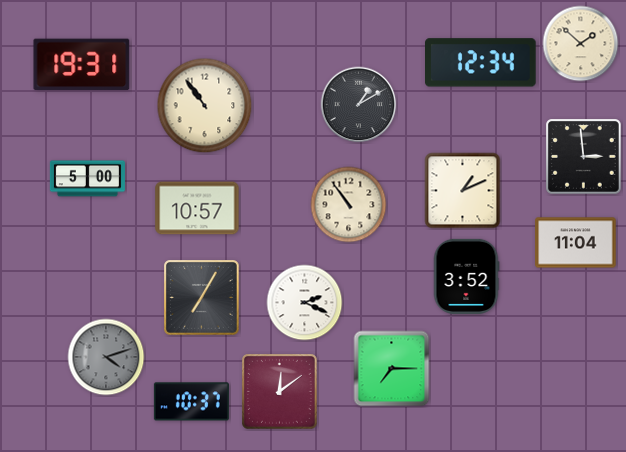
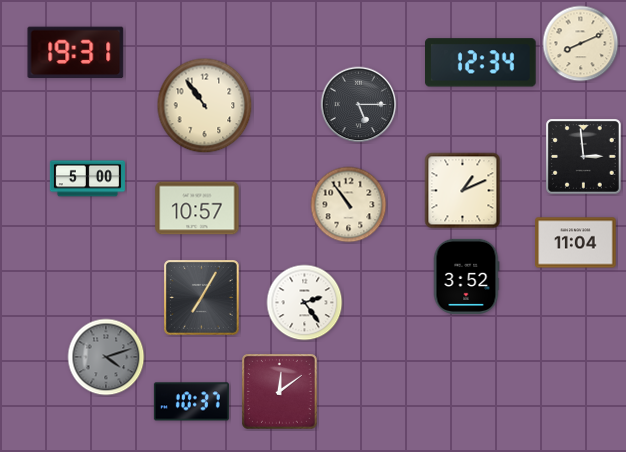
clock at (581, 44): 1:52 -> 8:11
clock at (82, 65) position: (82, 65) -> (76, 53)
clock at (359, 105): 1:10 -> 5:15
clock at (305, 303): 2:19 -> 2:24
clock at (392, 369): 7:15 -> none
